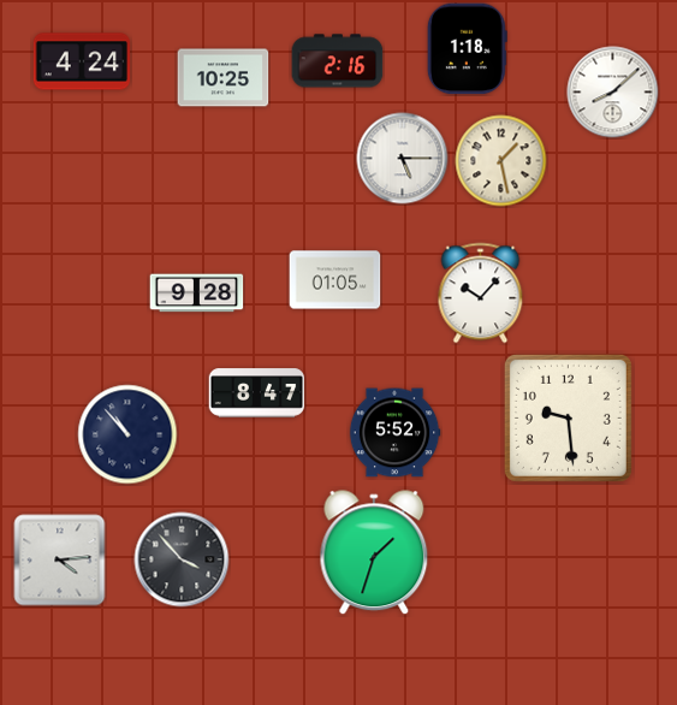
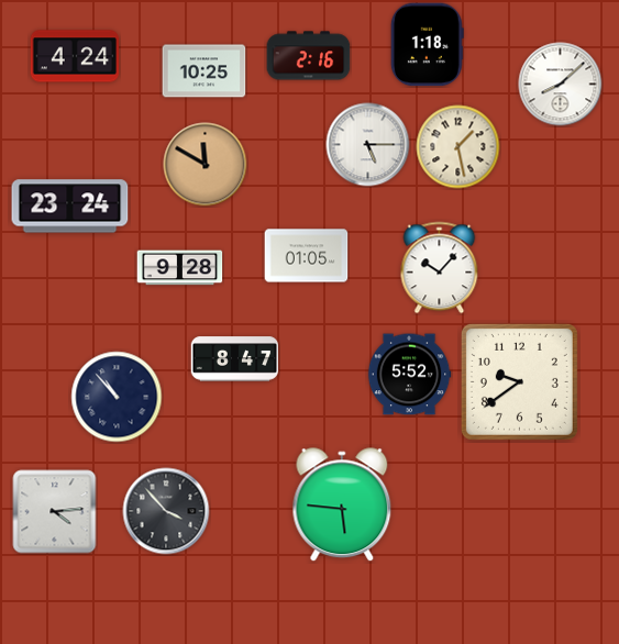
clock at (206, 165): none -> 11:50
clock at (70, 207): none -> 23:24
clock at (568, 417): 9:29 -> 9:39
clock at (394, 433) position: (394, 433) -> (409, 375)
clock at (374, 553): 1:33 -> 5:46
